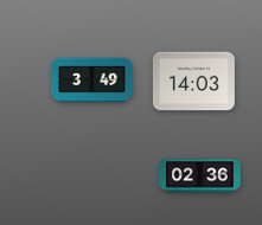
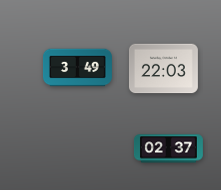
clock at (193, 82): 14:03 -> 22:03
clock at (199, 176): 02:36 -> 02:37
